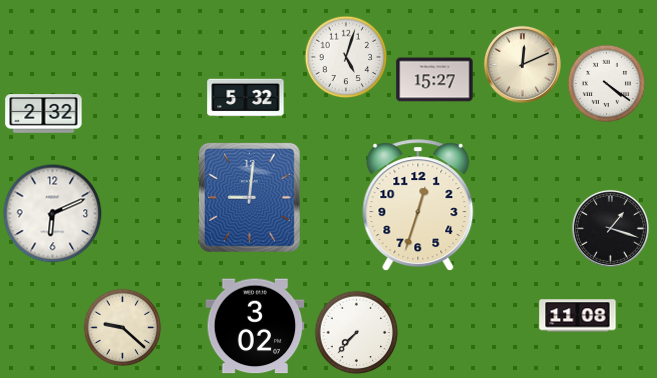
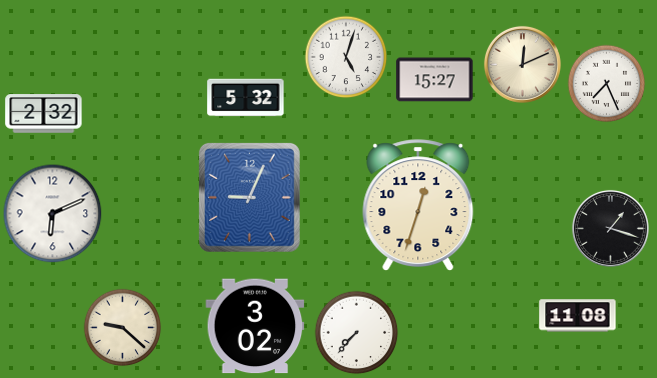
clock at (606, 83): 4:21 -> 7:26
clock at (249, 197): 9:01 -> 9:04
